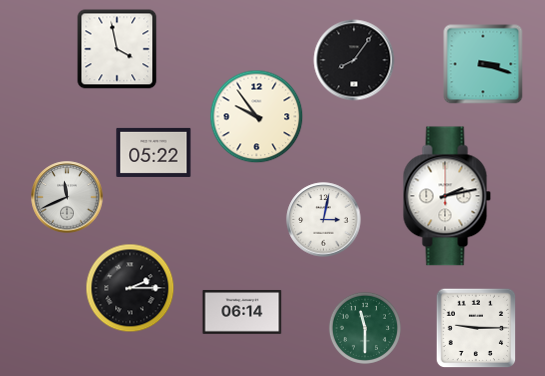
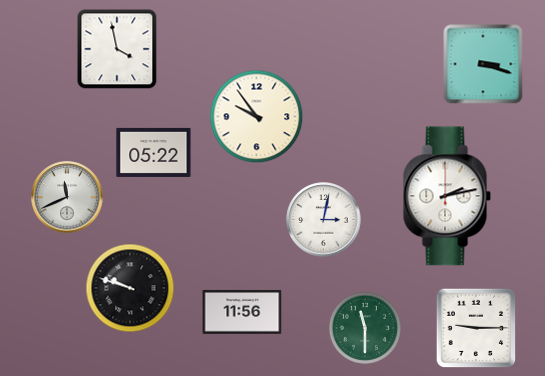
clock at (354, 60): 8:06 -> none
clock at (130, 288): 2:15 -> 9:48
clock at (242, 312): 06:14 -> 11:56
